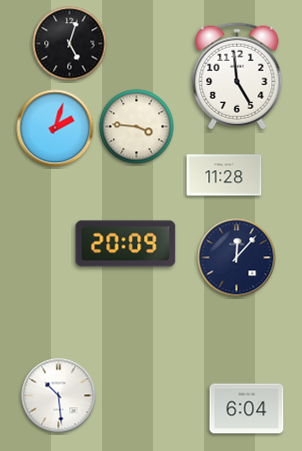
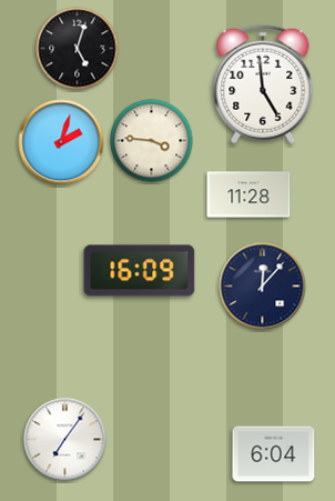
clock at (126, 244): 20:09 -> 16:09
clock at (59, 396): 10:29 -> 7:06
